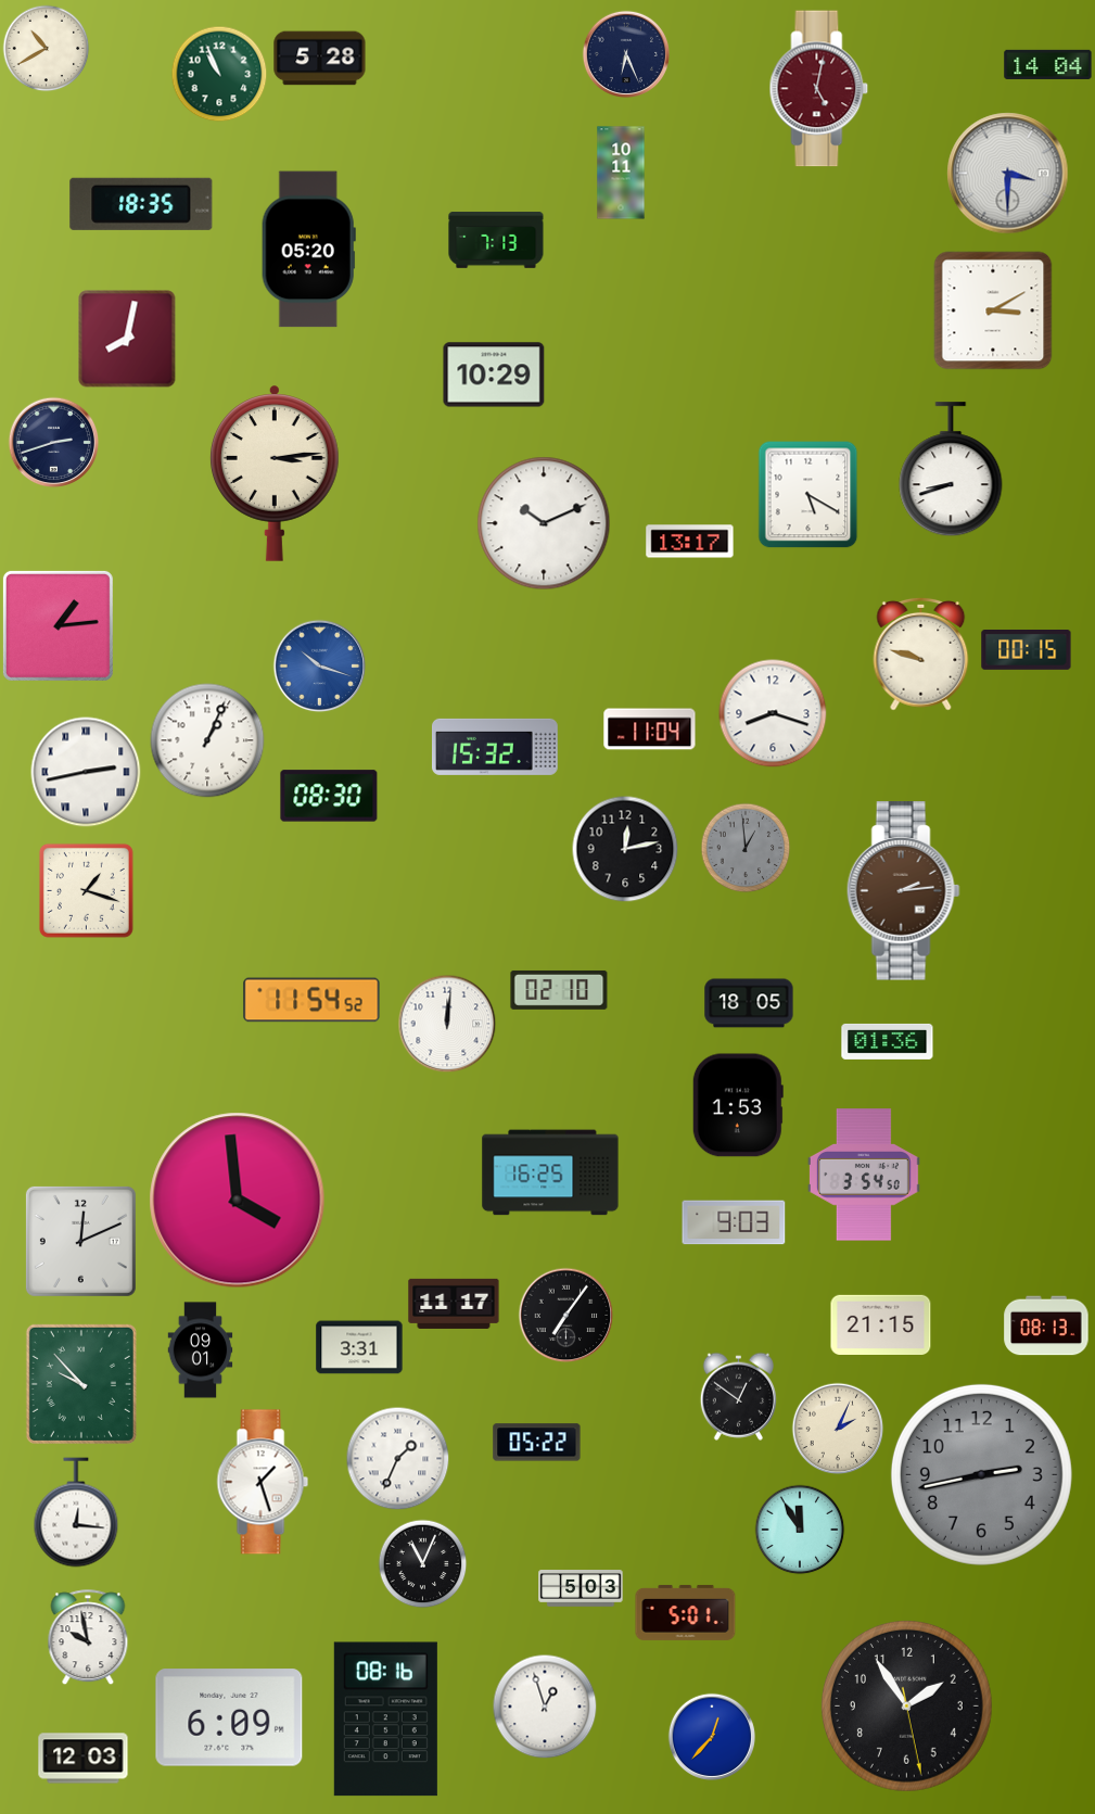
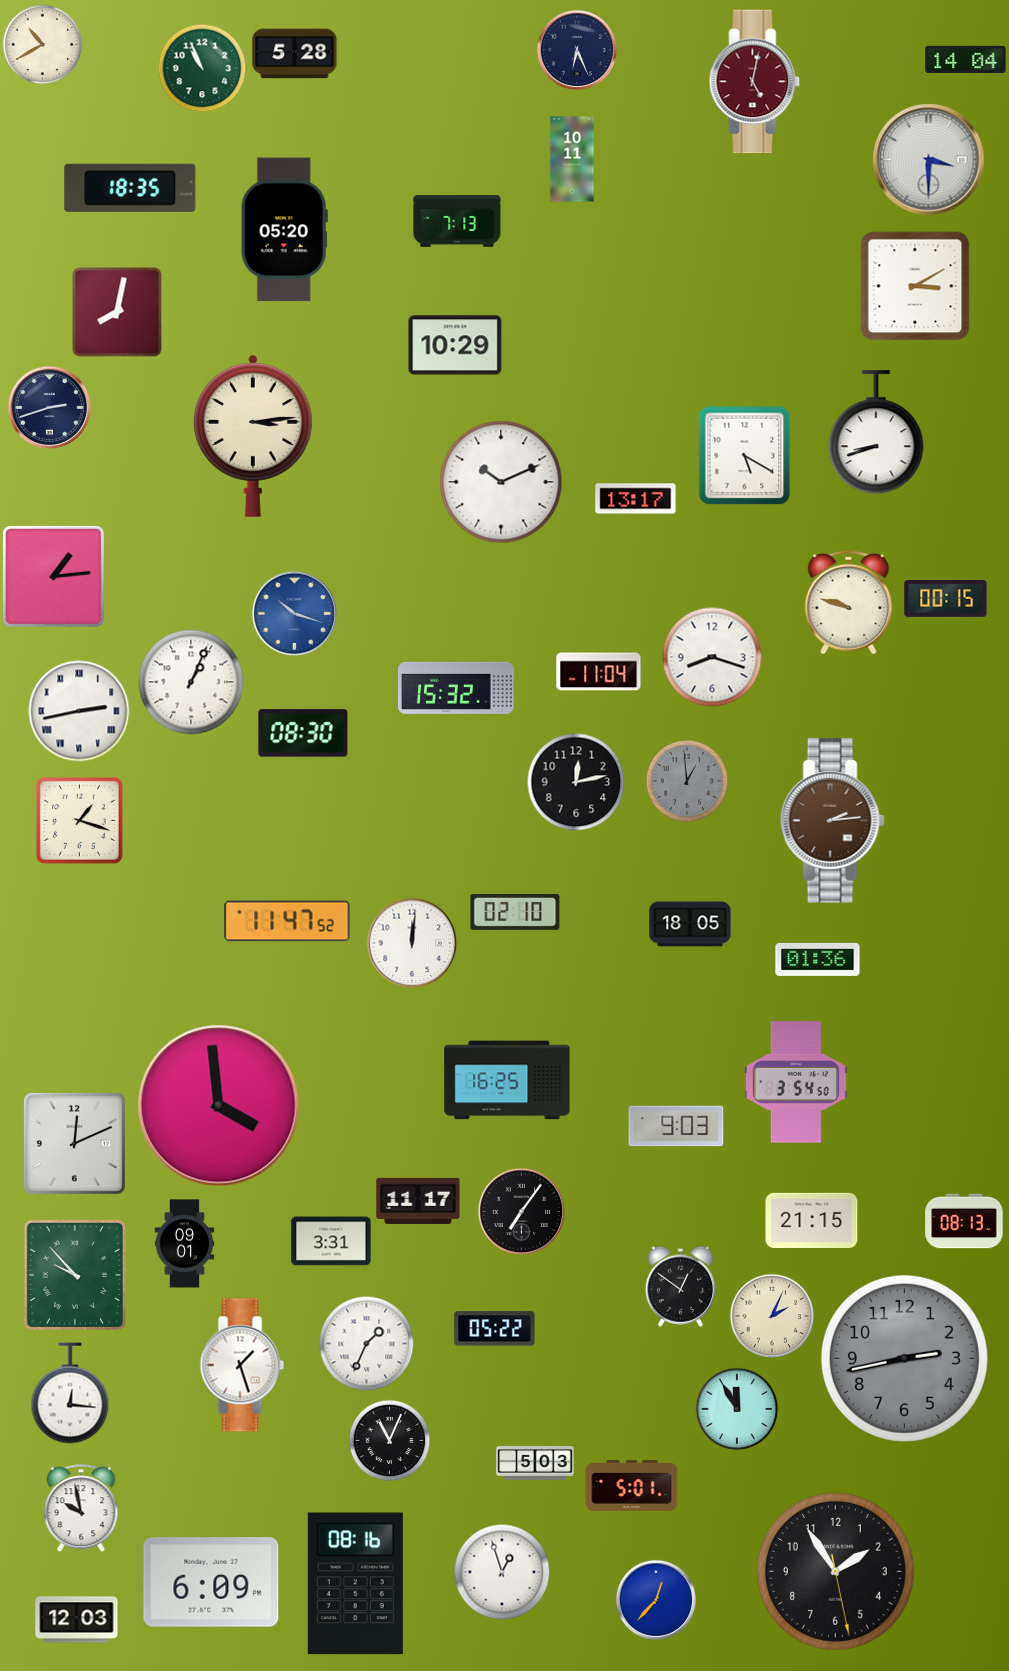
clock at (311, 1000): 11:54 -> 11:47
clock at (738, 1105): 1:53 -> none
